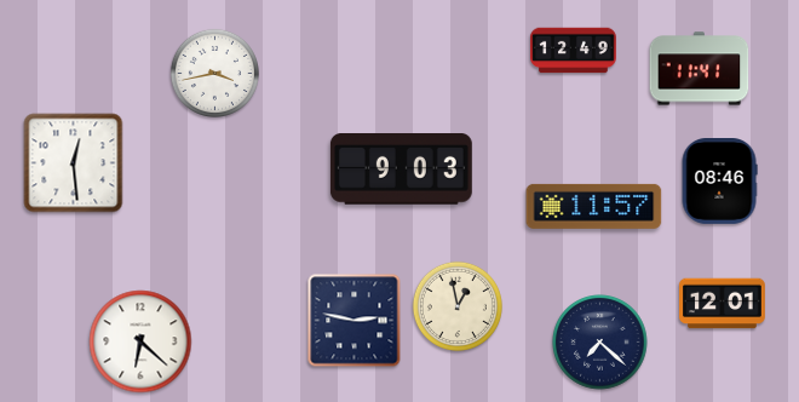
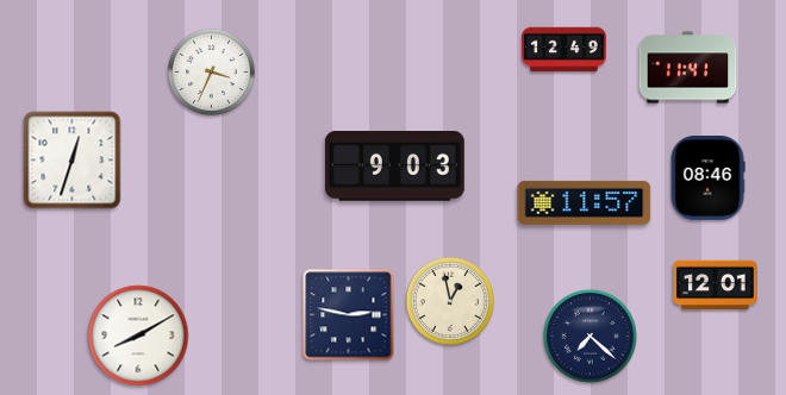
clock at (214, 73): 3:43 -> 3:34
clock at (74, 163): 12:29 -> 12:33
clock at (723, 304) position: (723, 304) -> (716, 286)
clock at (140, 341): 6:22 -> 8:10
